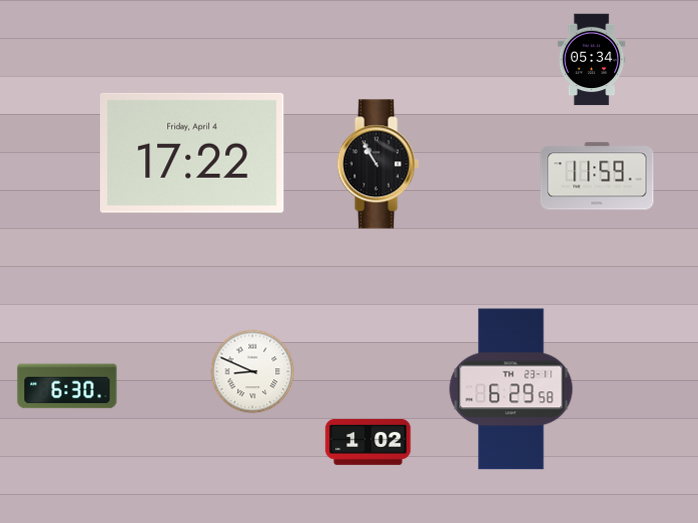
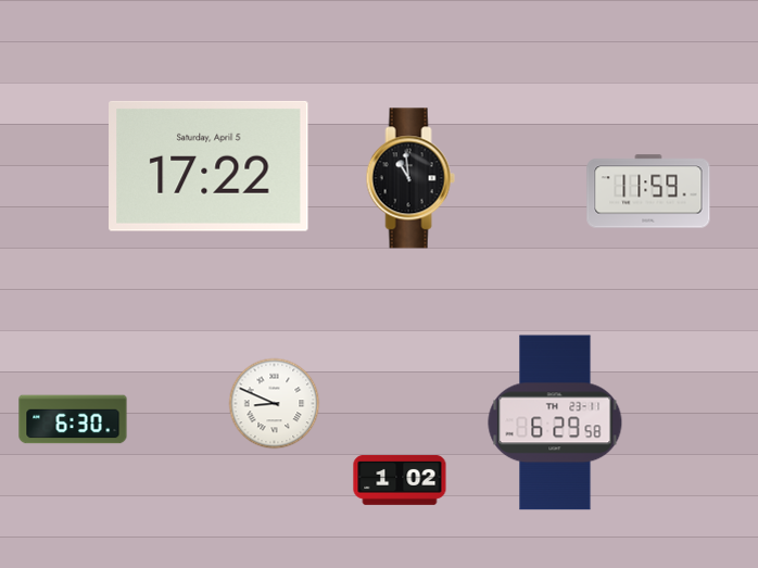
clock at (592, 60): 05:34 -> none
clock at (192, 153) date: Friday, April 4 -> Saturday, April 5
clock at (378, 164): 10:55 -> 10:59
